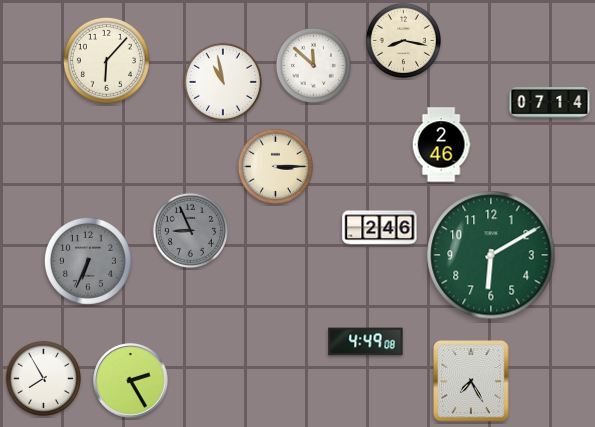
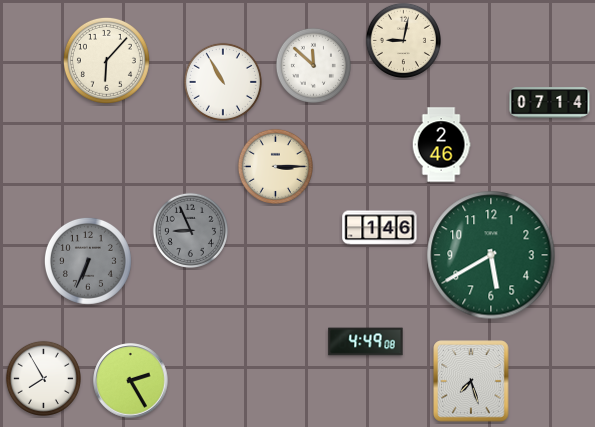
clock at (403, 40): 8:17 -> 9:02
clock at (223, 82): 10:58 -> 10:55
clock at (380, 228): 2:46 -> 1:46
clock at (491, 255): 6:10 -> 5:40
clock at (471, 381): 7:25 -> 7:27
